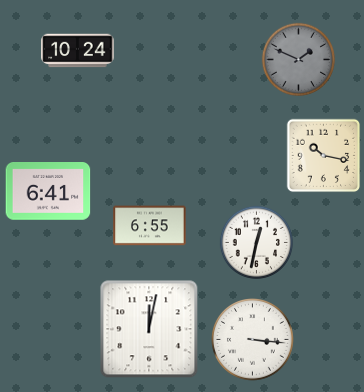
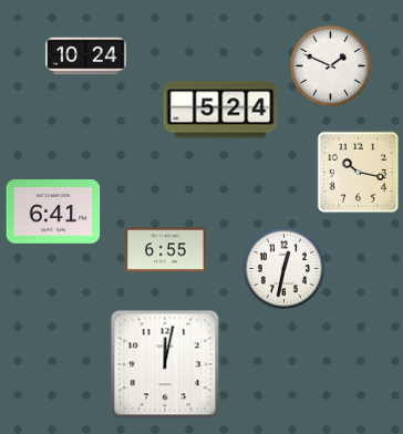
clock at (298, 59) dial: grey -> white
clock at (220, 110): none -> 5:24
clock at (253, 340): 3:16 -> none
